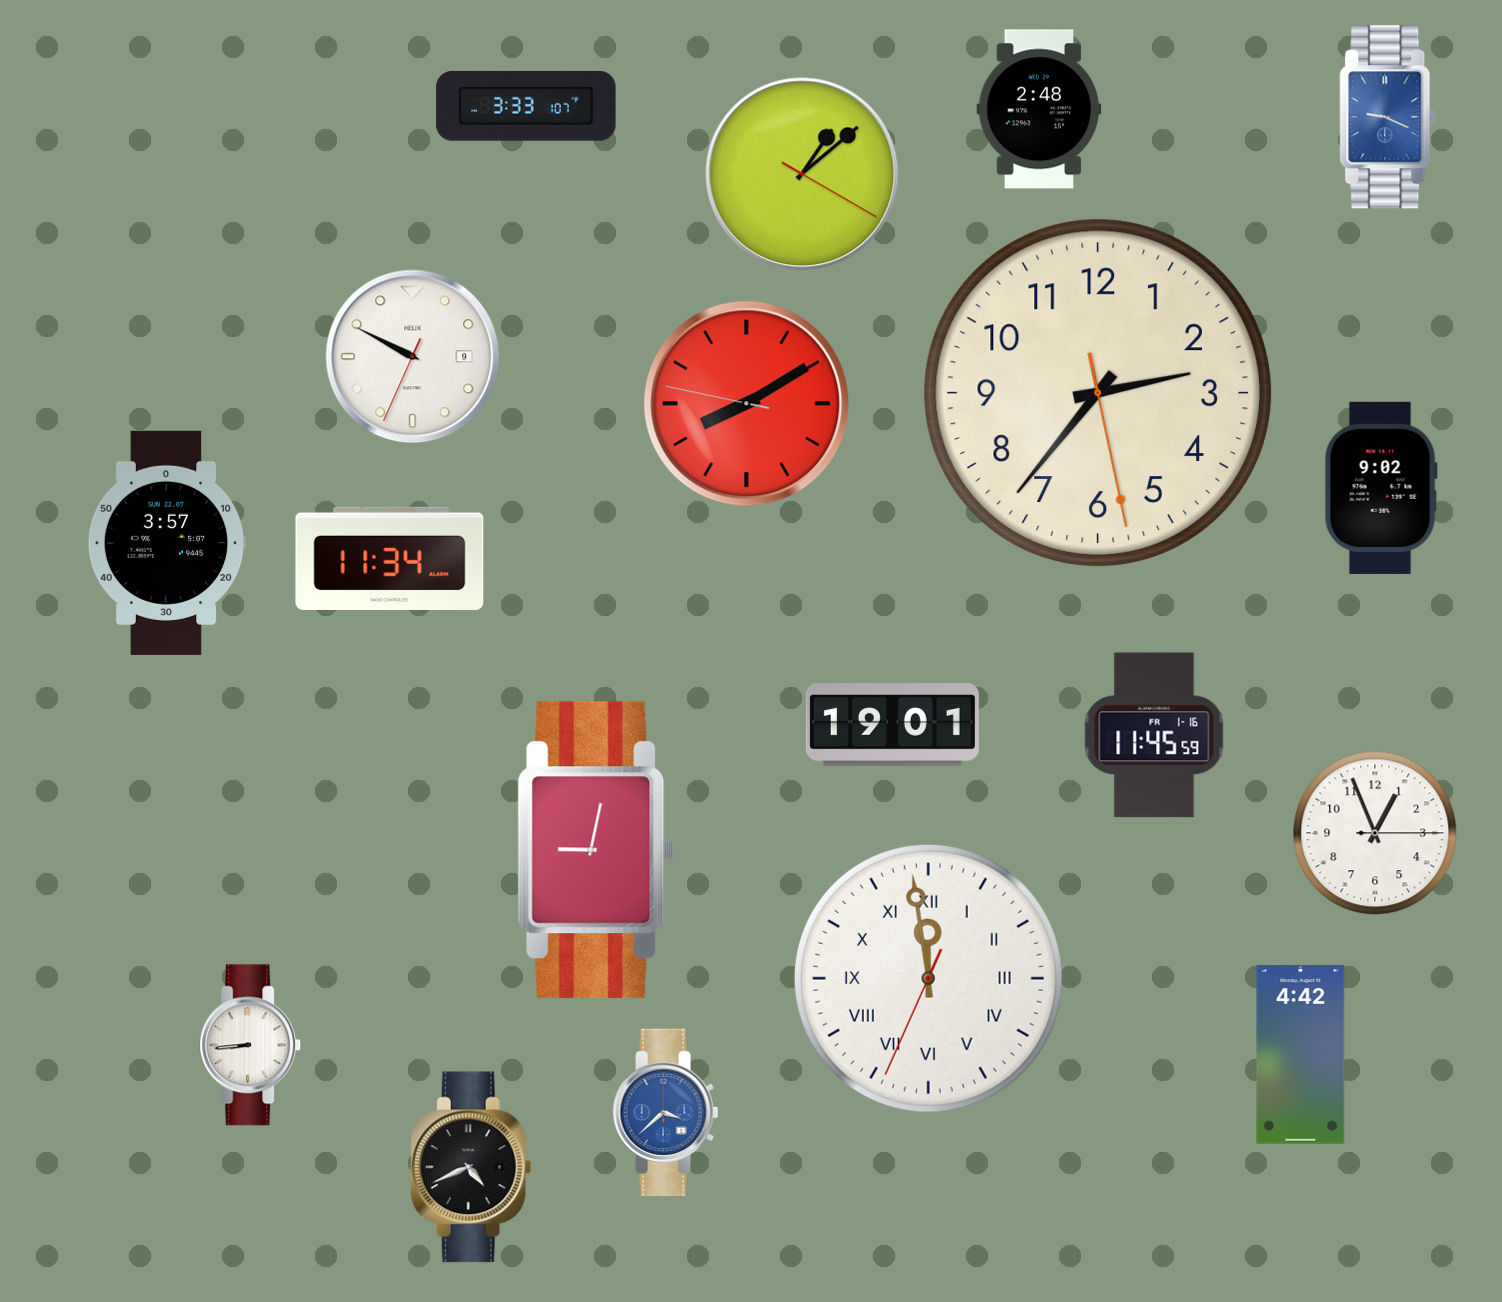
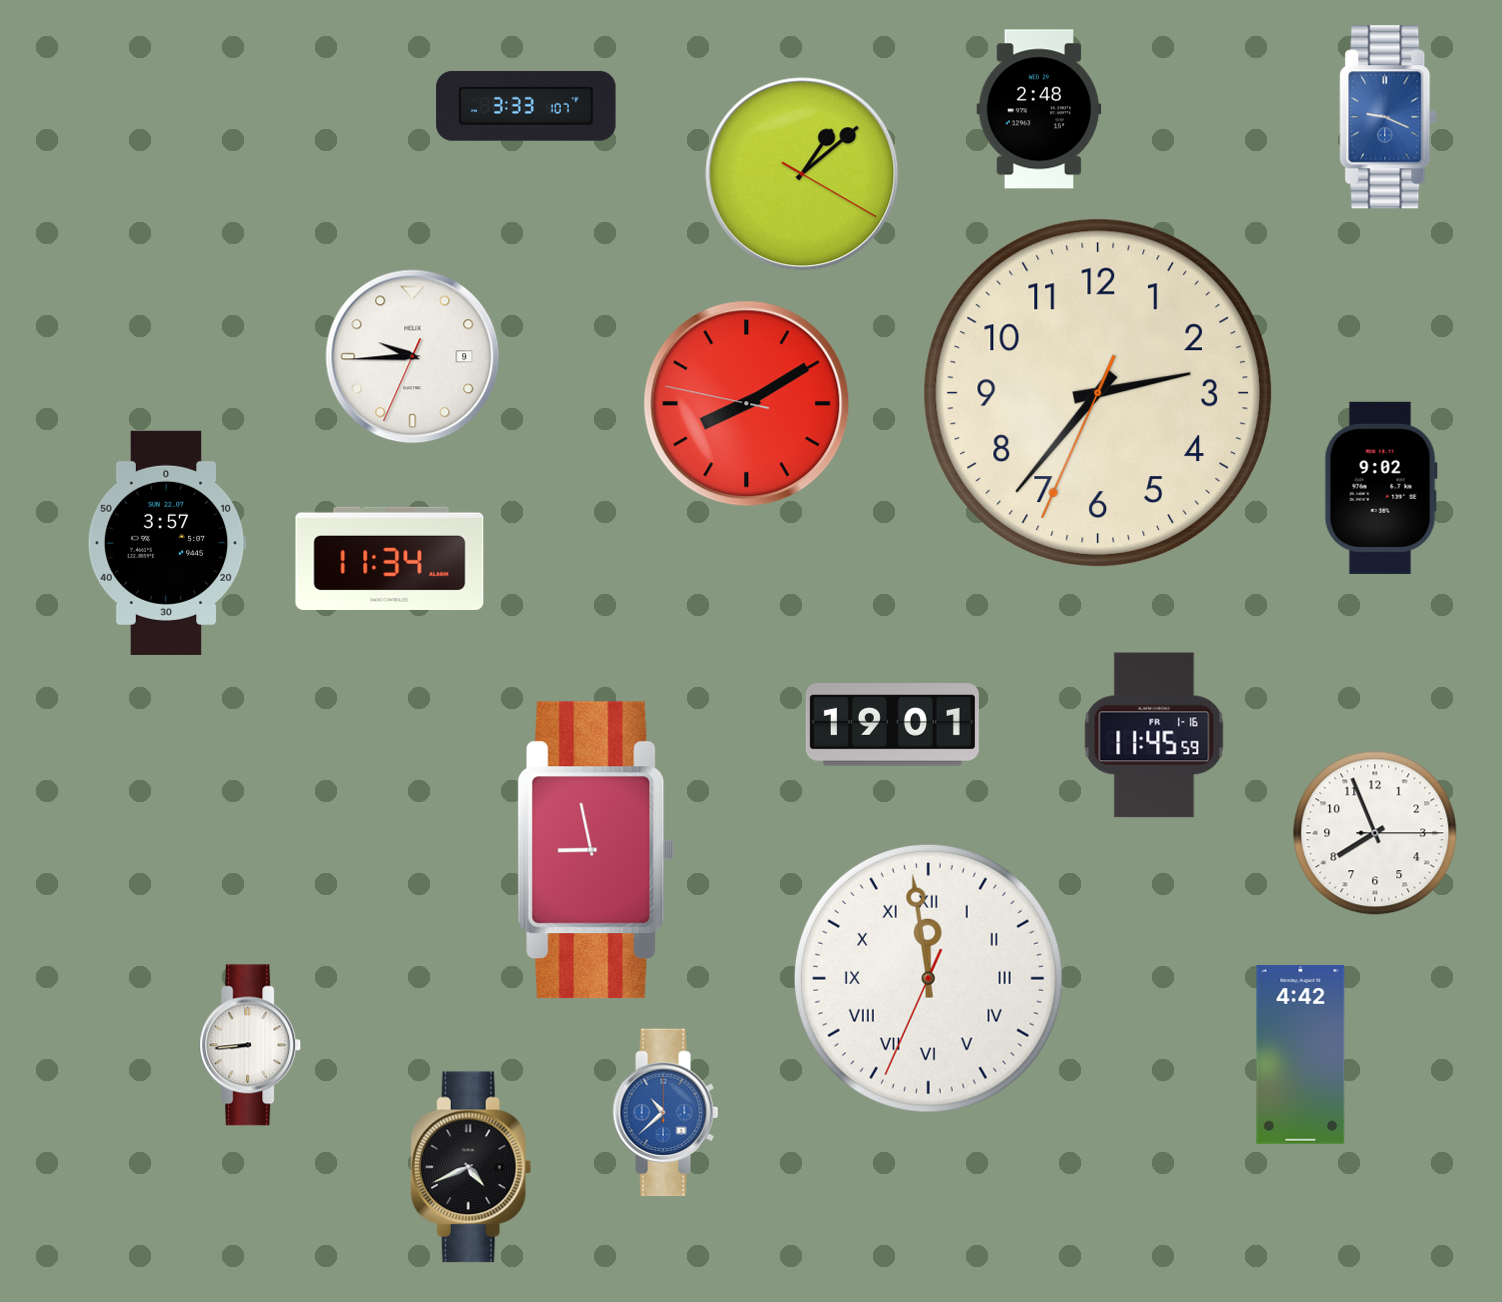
clock at (413, 357): 9:49 -> 9:44
clock at (1098, 393): 2:36:28 -> 2:36:34
clock at (1375, 833): 12:56 -> 7:56
clock at (596, 850): 9:02 -> 8:58
clock at (666, 1113): 3:38 -> 10:38
